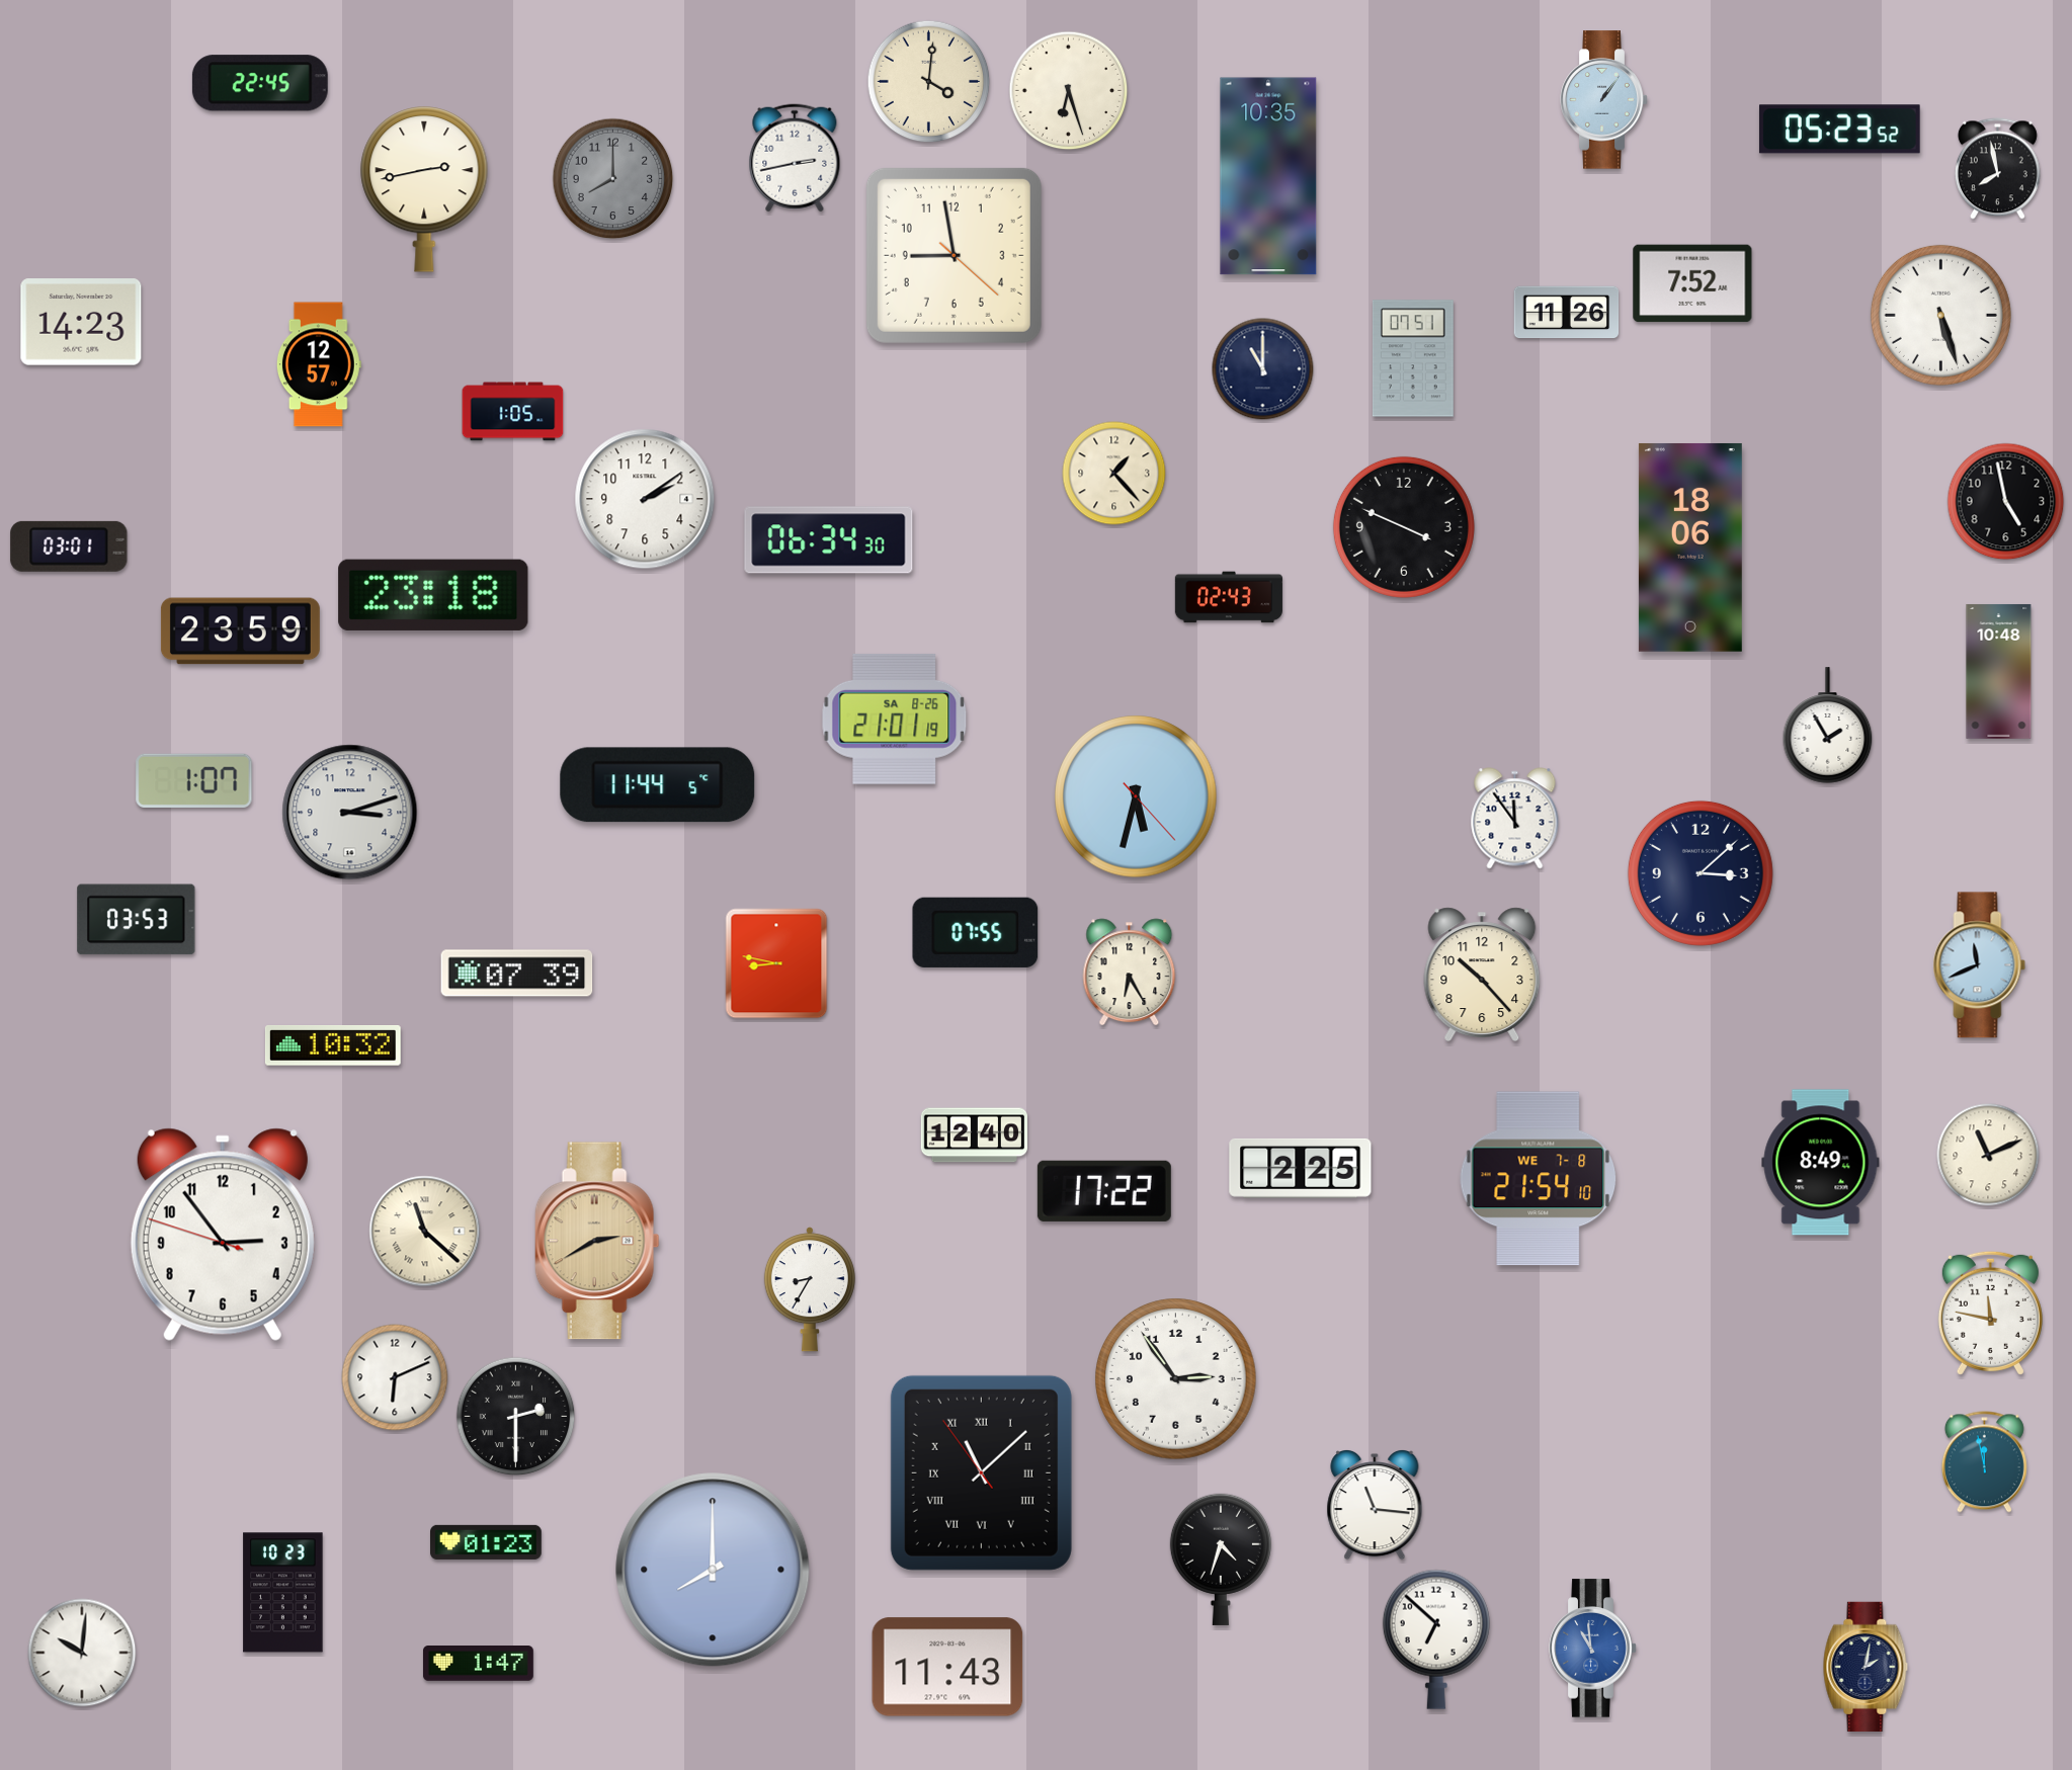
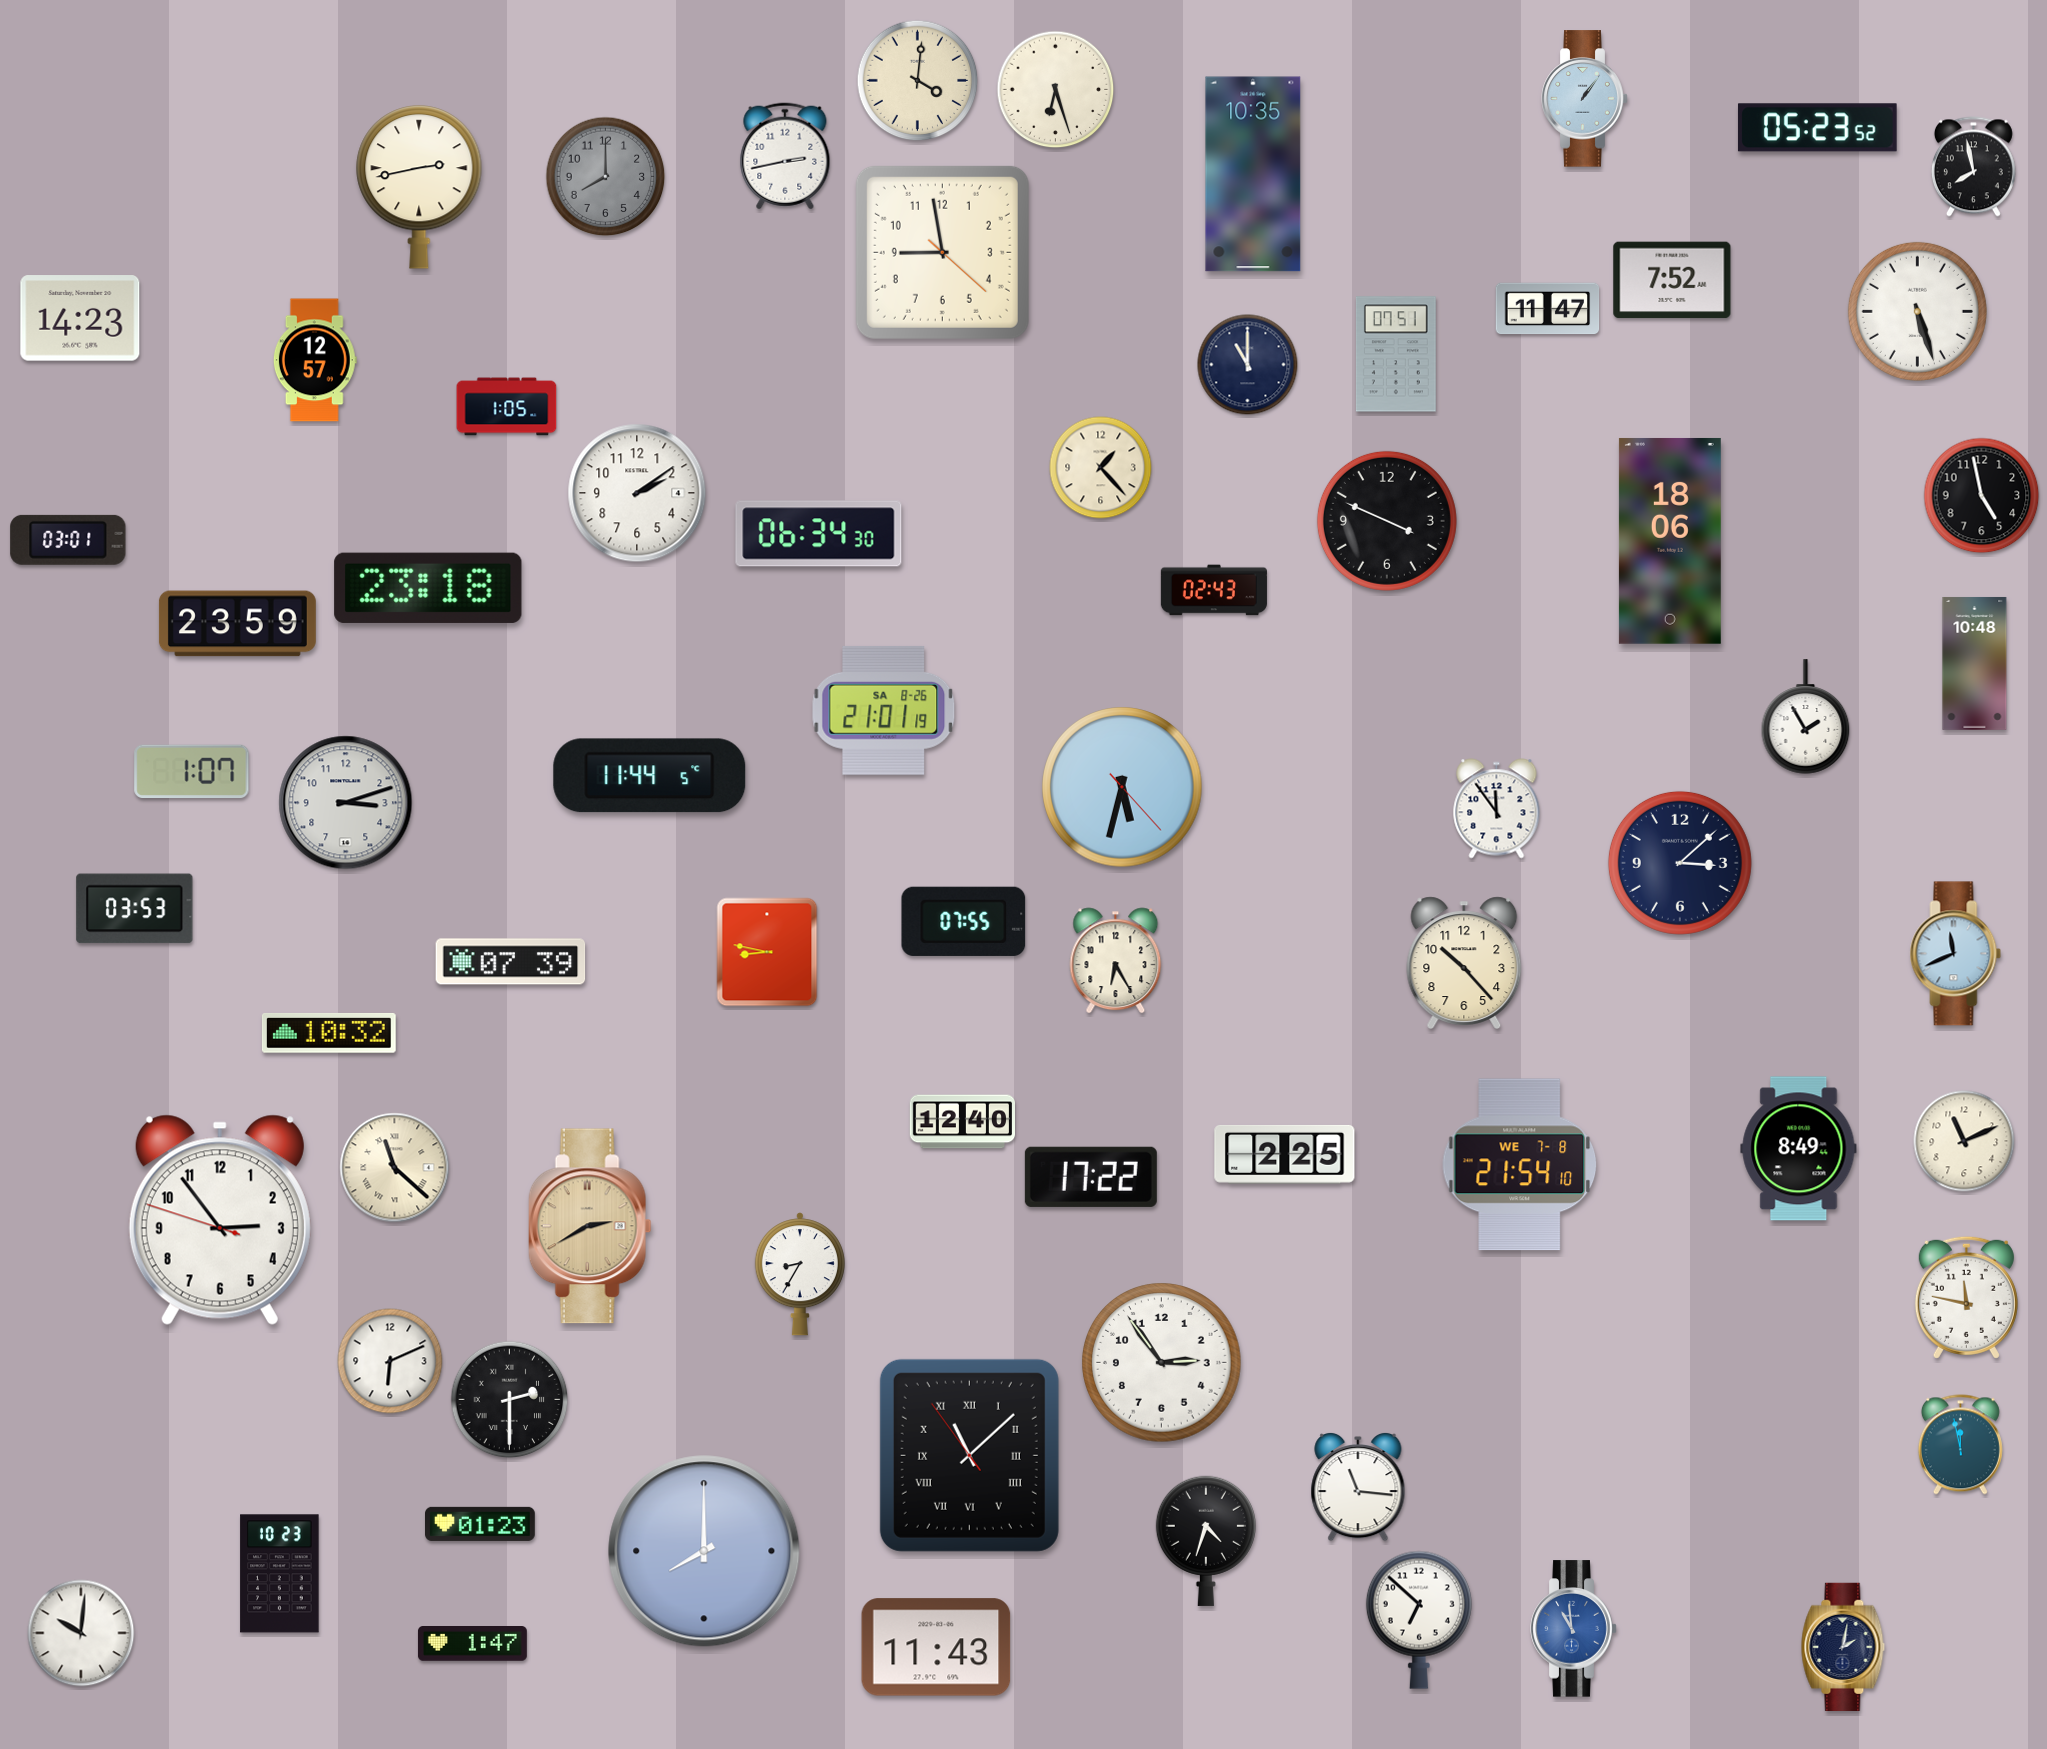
clock at (260, 83): 22:45 -> none
clock at (1567, 313): 11:26 -> 11:47
clock at (425, 1232) position: (425, 1232) -> (395, 1168)
